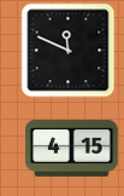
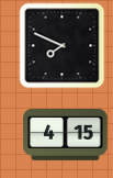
clock at (67, 50): 11:49 -> 7:49
